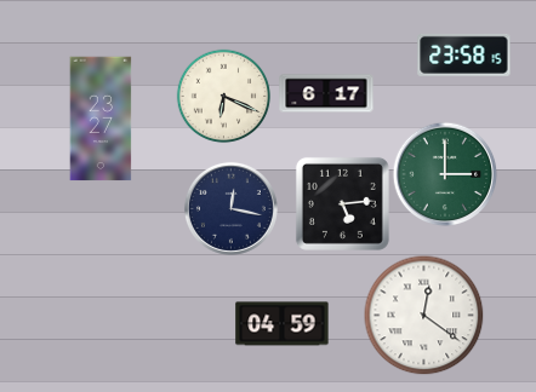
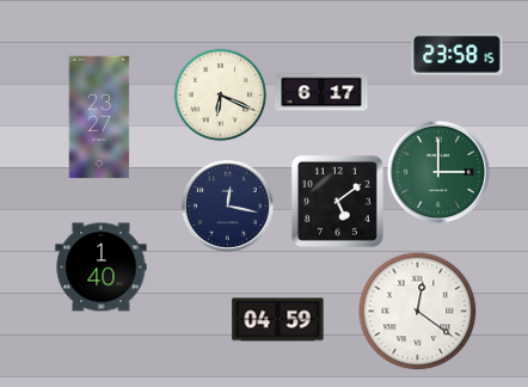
clock at (342, 203): 5:14 -> 5:09
clock at (102, 268): none -> 1:40
